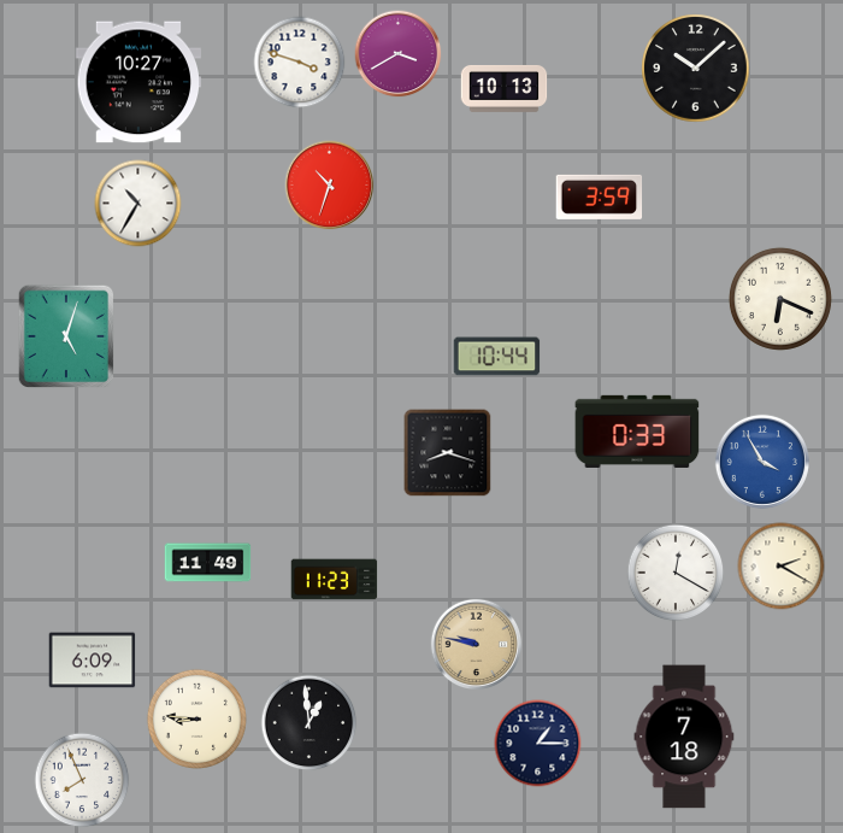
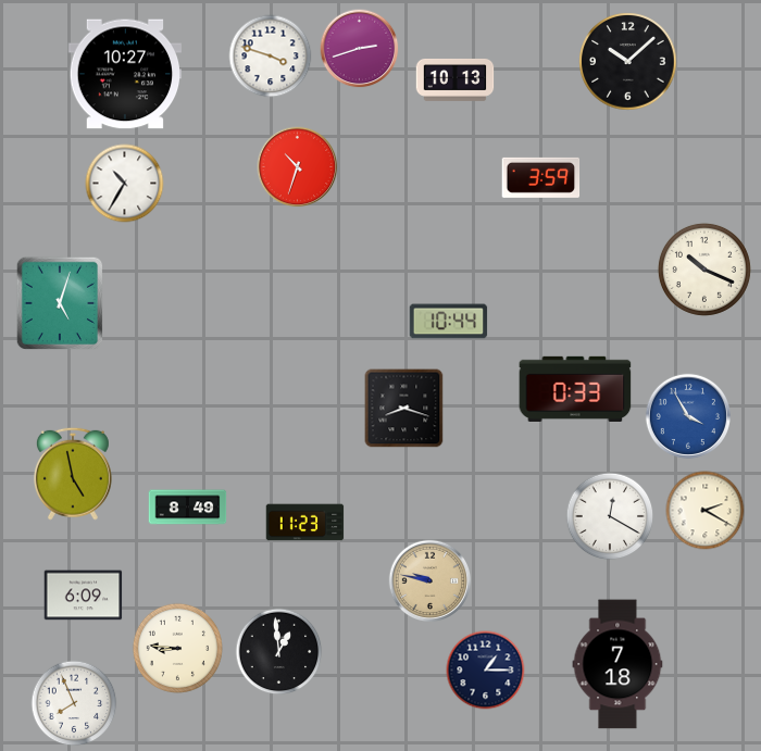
clock at (399, 54): 3:40 -> 2:42
clock at (780, 299): 6:19 -> 10:19
clock at (73, 474): none -> 4:58
clock at (208, 563): 11:49 -> 8:49
clock at (335, 580) position: (335, 580) -> (305, 523)
